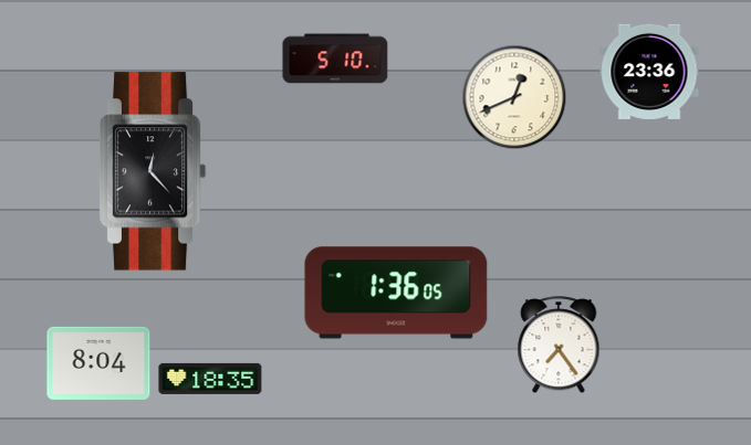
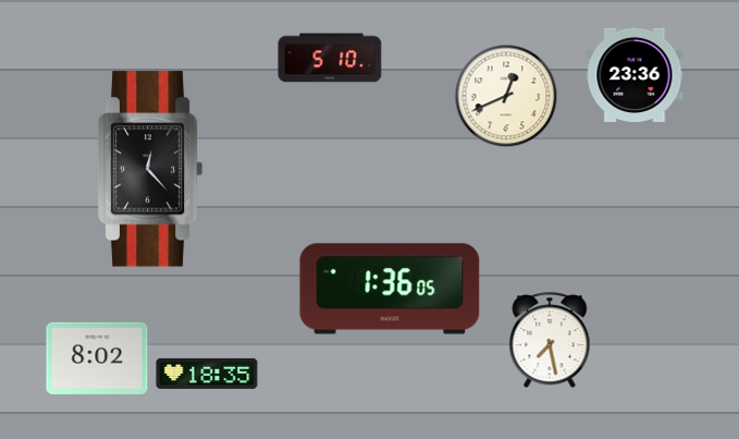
clock at (649, 72) position: (649, 72) -> (635, 75)
clock at (559, 346): 7:24 -> 7:28
clock at (98, 363): 8:04 -> 8:02
